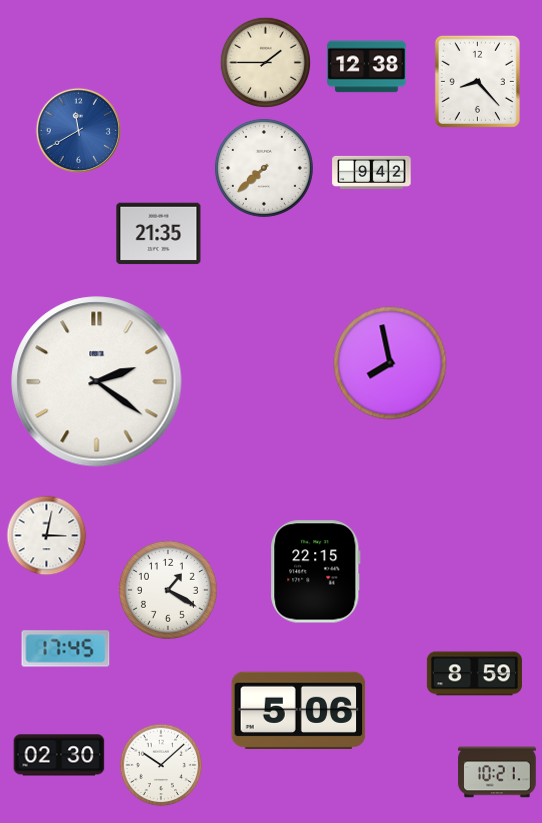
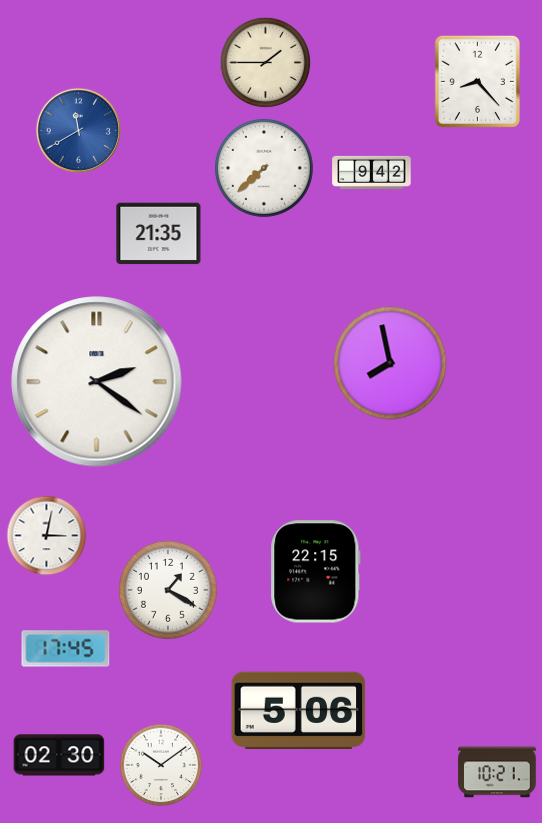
clock at (367, 67): 12:38 -> none
clock at (474, 674): 8:59 -> none
clock at (161, 765): 10:08 -> 10:09
